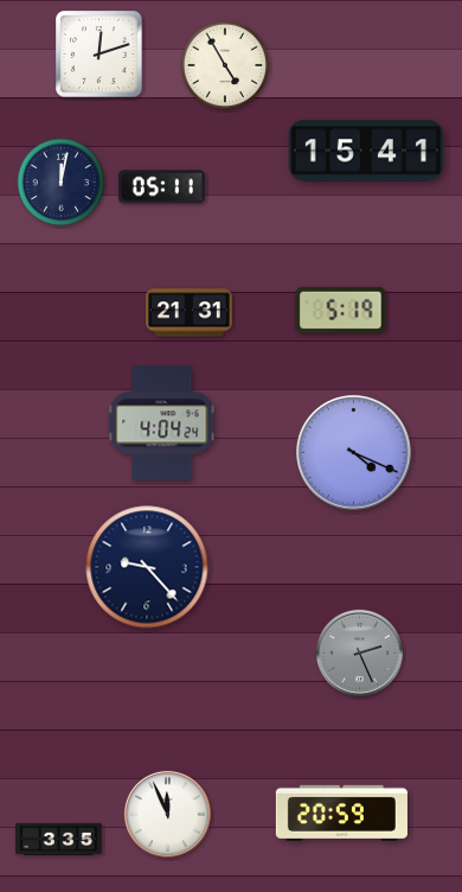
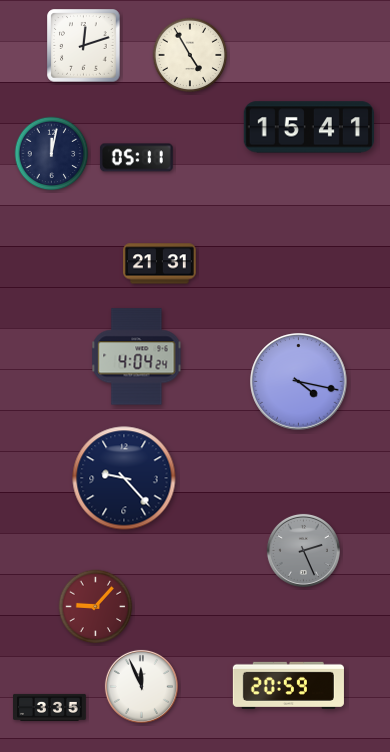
clock at (341, 310): 5:19 -> none
clock at (354, 453): 4:19 -> 4:17
clock at (96, 607): none -> 9:07
